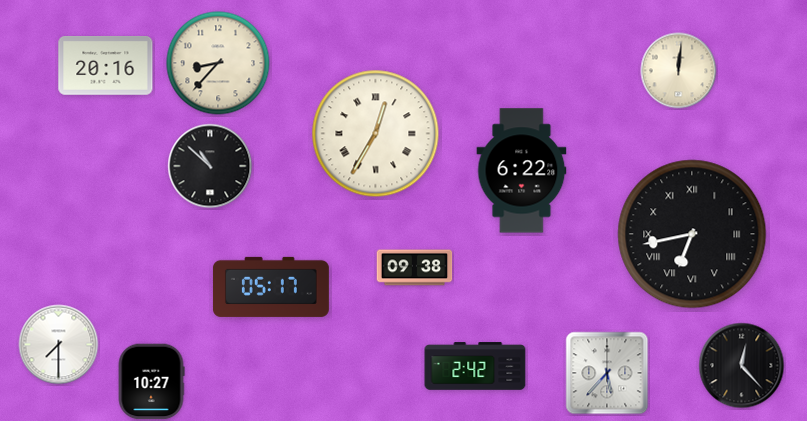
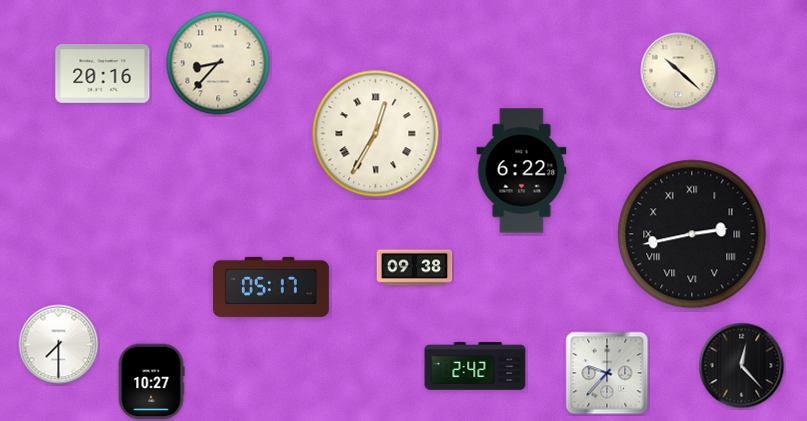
clock at (106, 66) position: (106, 66) -> (103, 74)
clock at (679, 71): 12:01 -> 10:22
clock at (210, 166): 10:52 -> none
clock at (692, 234): 6:43 -> 2:43
clock at (607, 373): 5:37 -> 9:37
